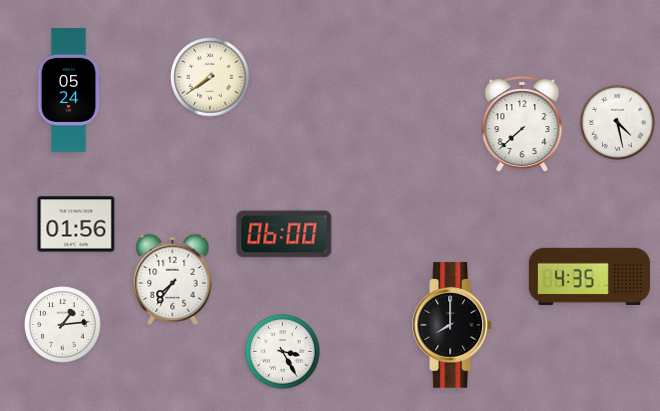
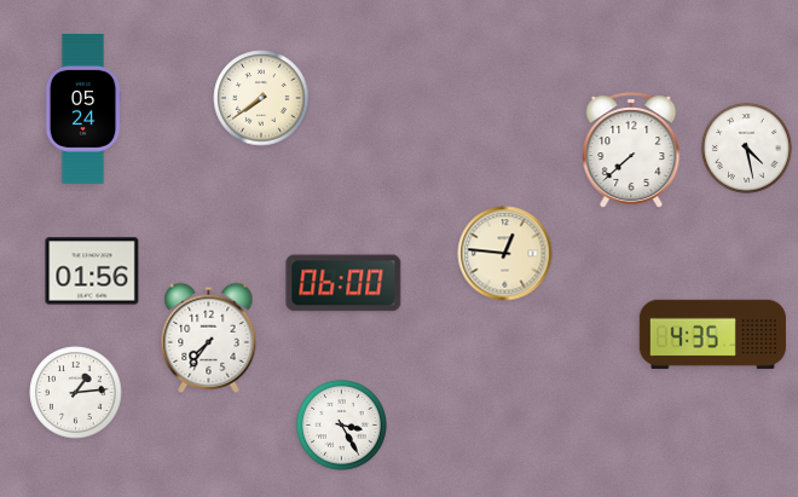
clock at (210, 77) position: (210, 77) -> (261, 98)
clock at (505, 254): none -> 12:46
clock at (453, 325): 8:00 -> none
